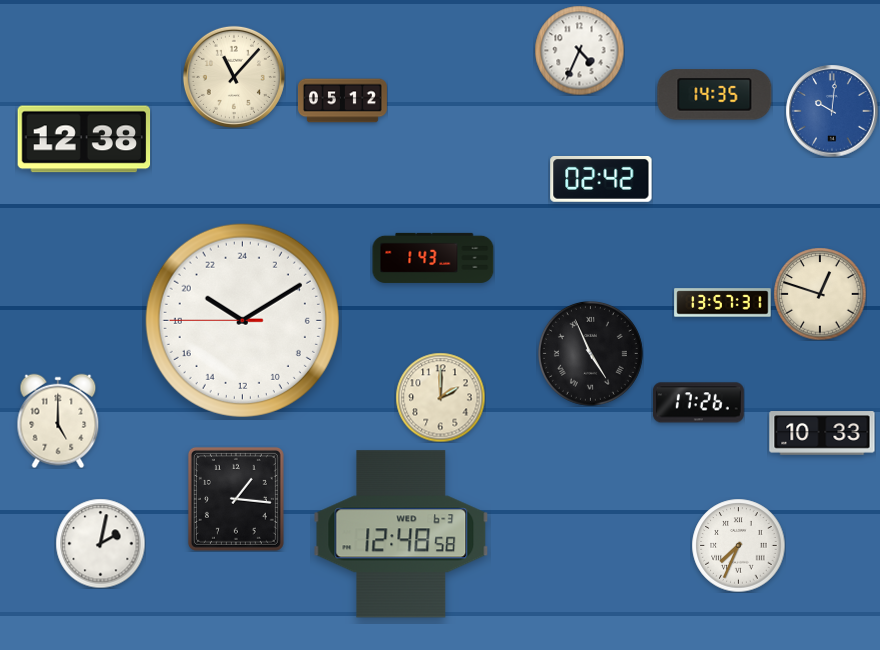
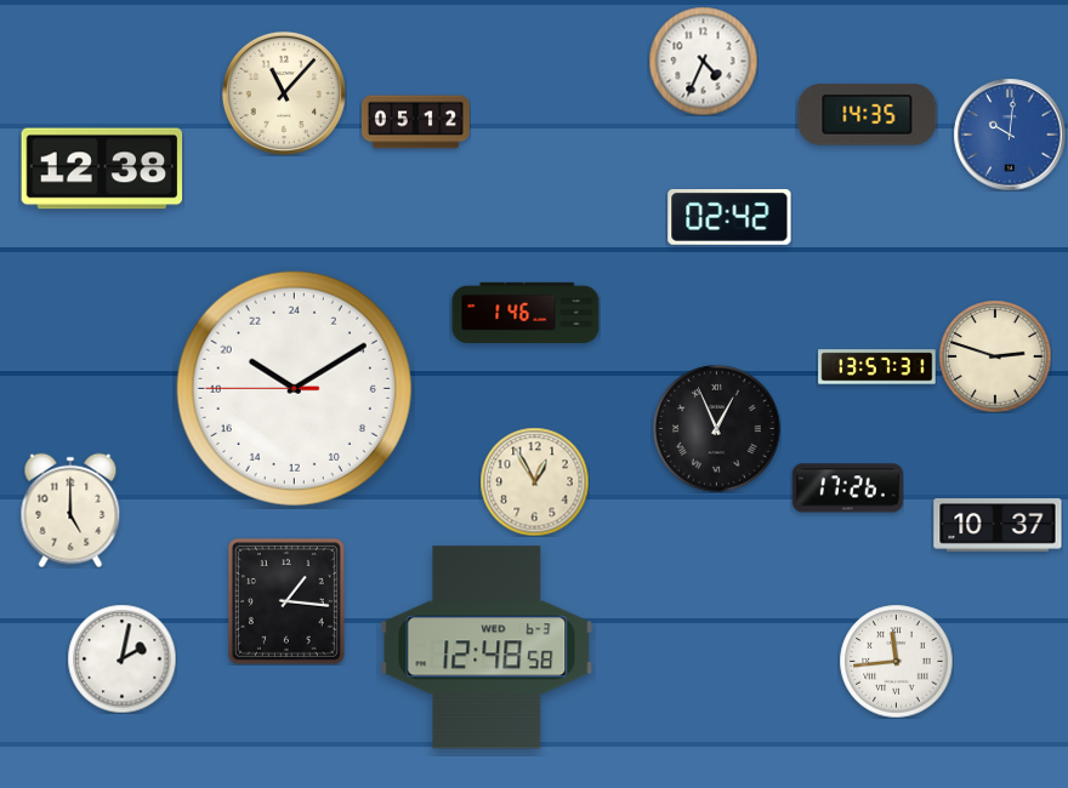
clock at (433, 258): 1:43 -> 1:46
clock at (820, 294): 12:48 -> 2:48
clock at (590, 353): 4:56 -> 12:56
clock at (440, 397): 2:00 -> 12:55
clock at (822, 433): 10:33 -> 10:37
clock at (236, 499) position: (236, 499) -> (286, 601)
clock at (738, 545): 7:34 -> 11:44
